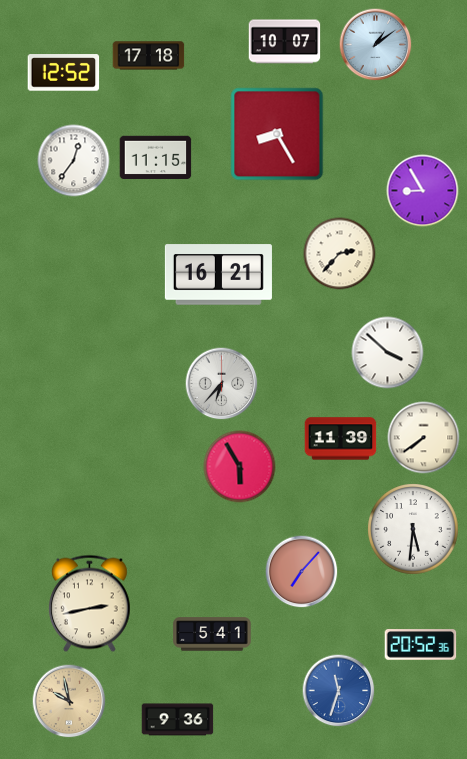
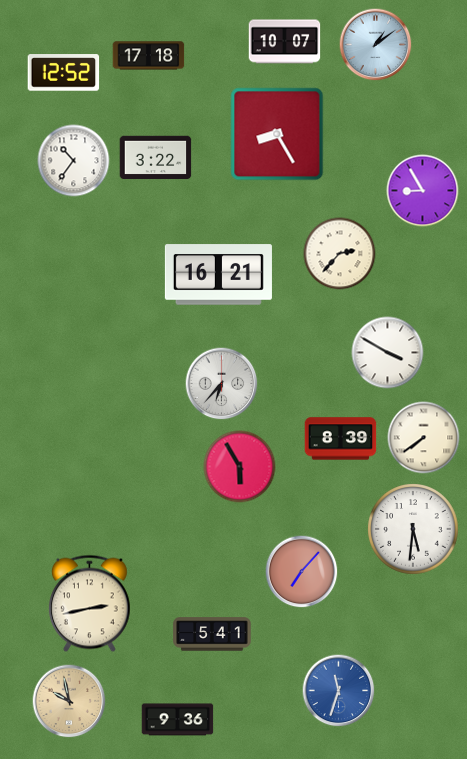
clock at (156, 158): 11:15 -> 3:22
clock at (74, 161): 12:36 -> 10:36
clock at (388, 353): 3:52 -> 3:50
clock at (341, 439): 11:39 -> 8:39
clock at (421, 645): 20:52 -> none
